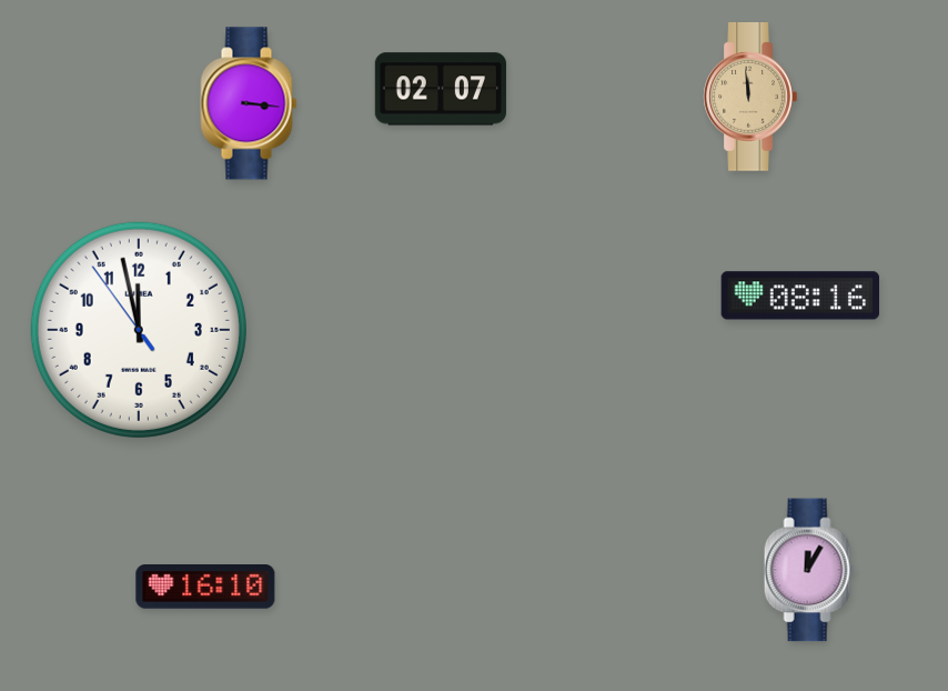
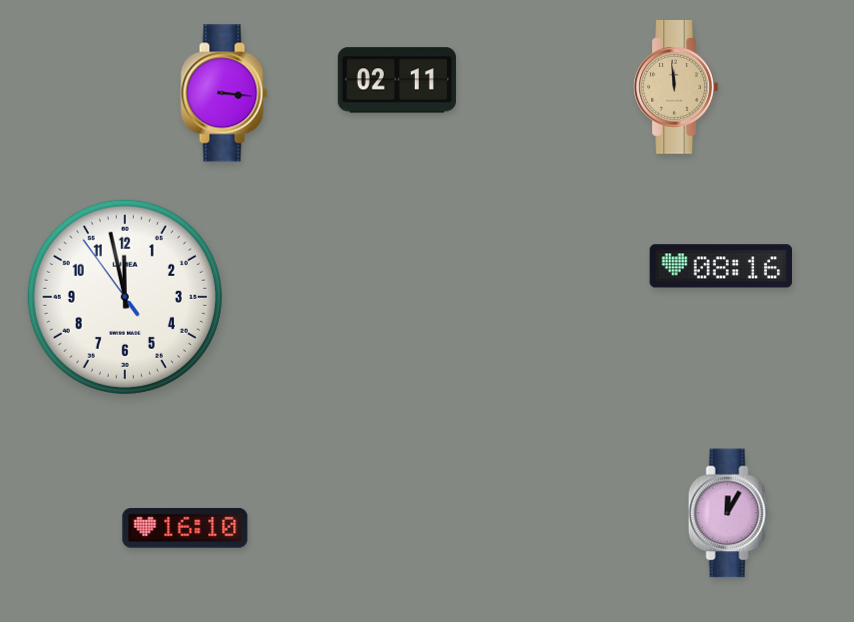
clock at (441, 89): 02:07 -> 02:11
